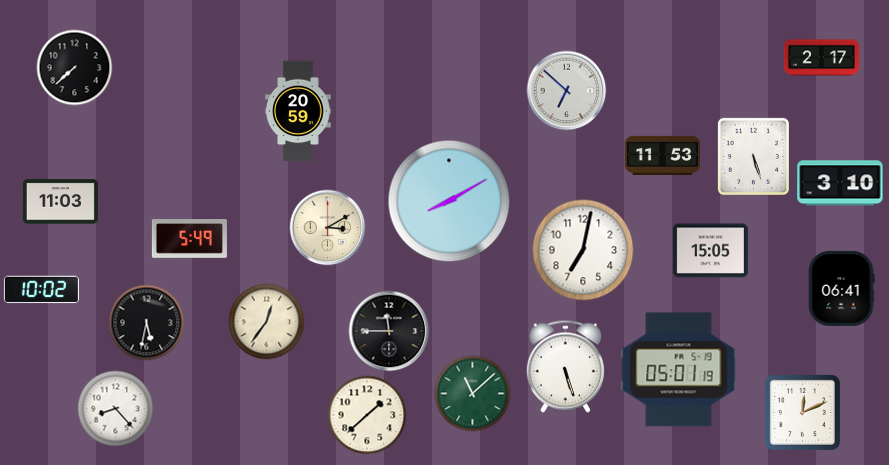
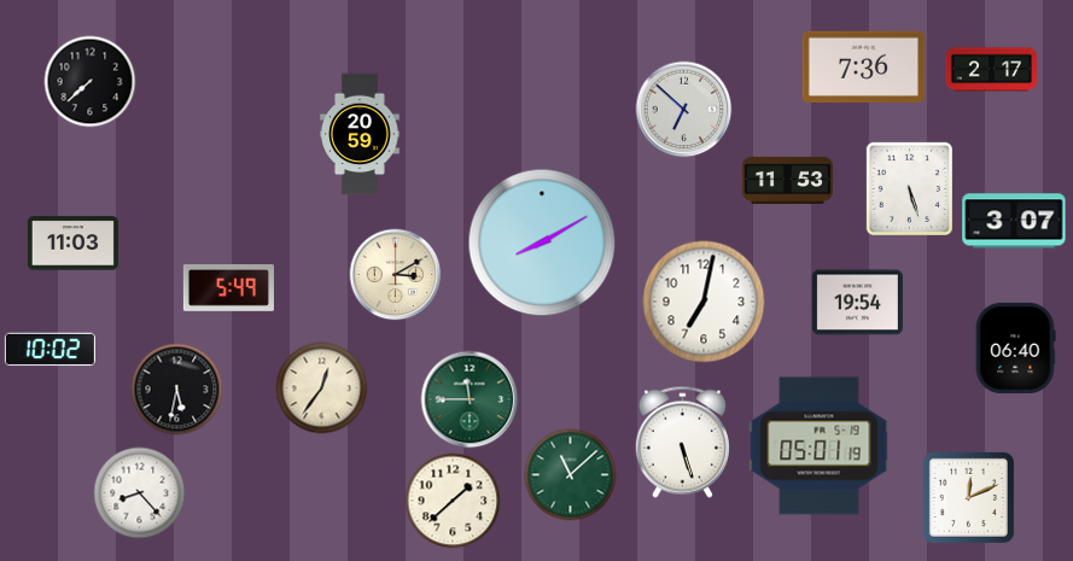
clock at (864, 66): none -> 7:36
clock at (662, 155) position: (662, 155) -> (787, 180)
clock at (840, 183): 3:10 -> 3:07
clock at (710, 251): 15:05 -> 19:54
clock at (841, 288): 06:41 -> 06:40
clock at (389, 331) dial: black -> green
clock at (367, 415) position: (367, 415) -> (453, 501)
